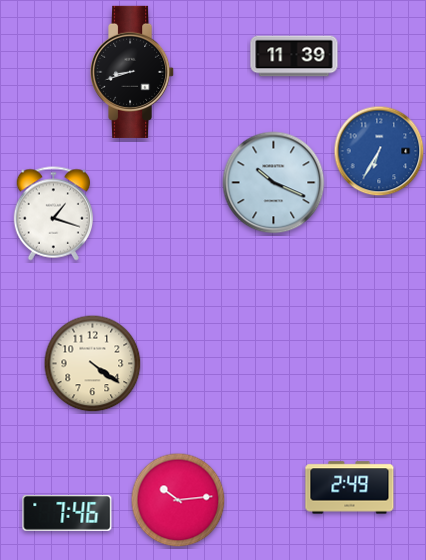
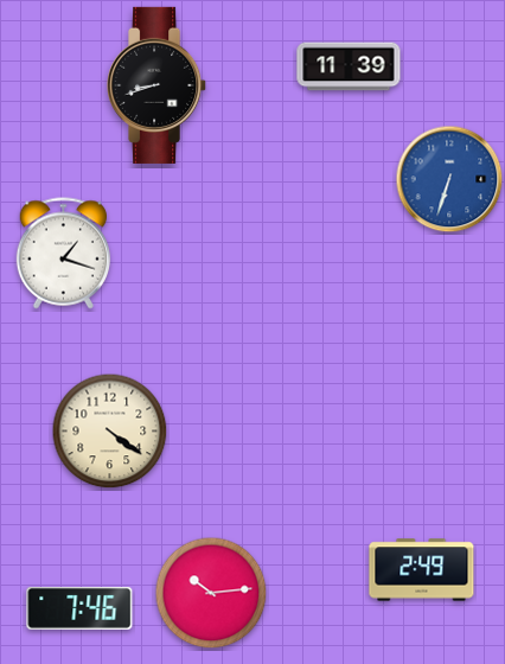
clock at (379, 151): 6:35 -> 6:33
clock at (274, 183): 10:19 -> none
clock at (350, 488) position: (350, 488) -> (422, 570)
